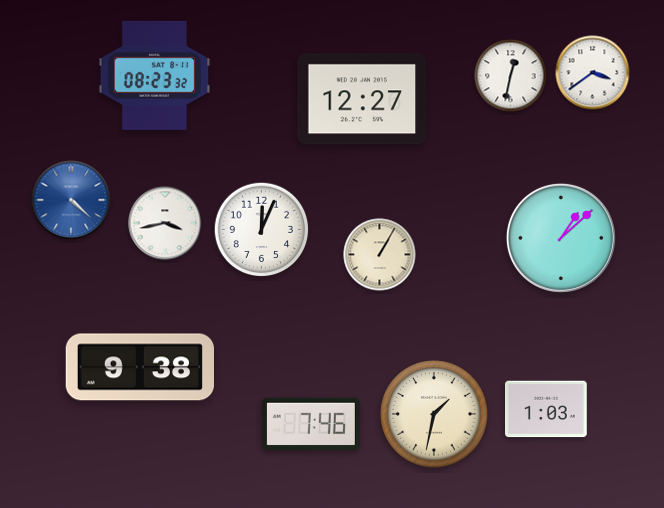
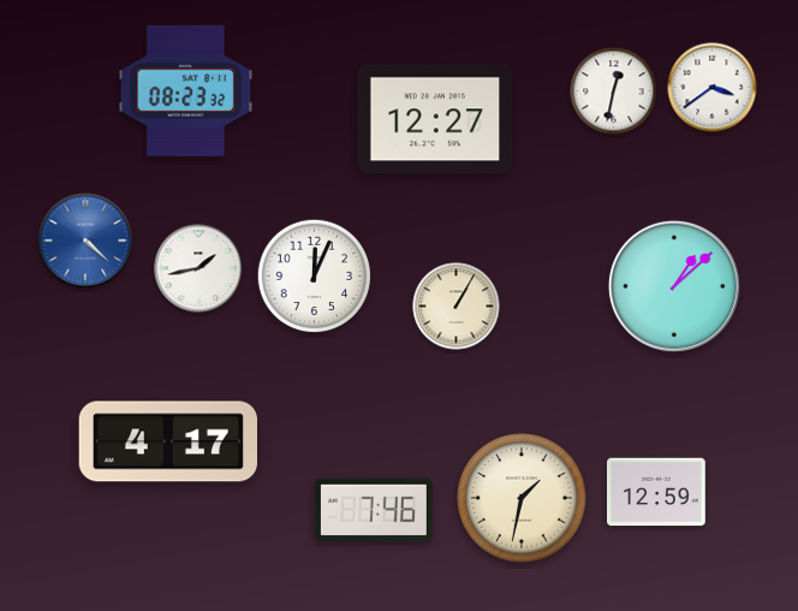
clock at (165, 223): 3:43 -> 1:43
clock at (139, 367): 9:38 -> 4:17
clock at (547, 409): 1:03 -> 12:59
